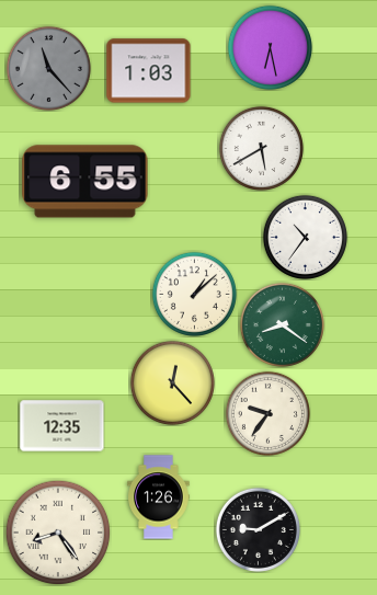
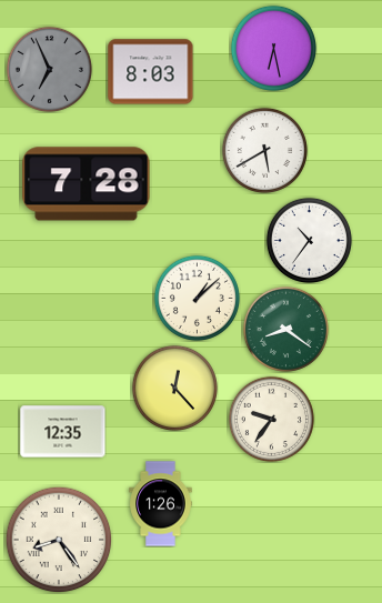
clock at (48, 68): 11:23 -> 6:56
clock at (149, 71): 1:03 -> 8:03
clock at (85, 182): 6:55 -> 7:28
clock at (258, 529): 9:10 -> none
